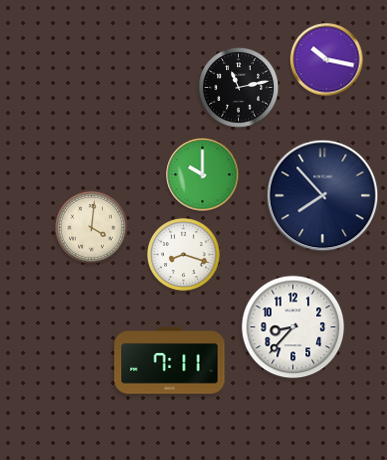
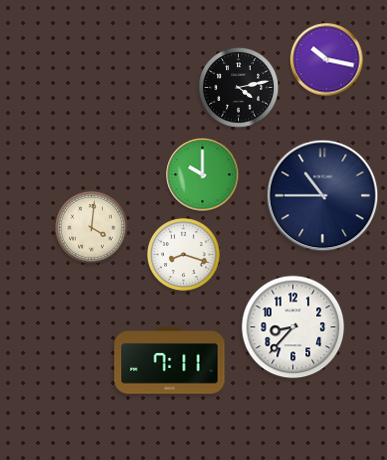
clock at (239, 88): 11:13 -> 4:13
clock at (323, 196): 7:53 -> 10:45
